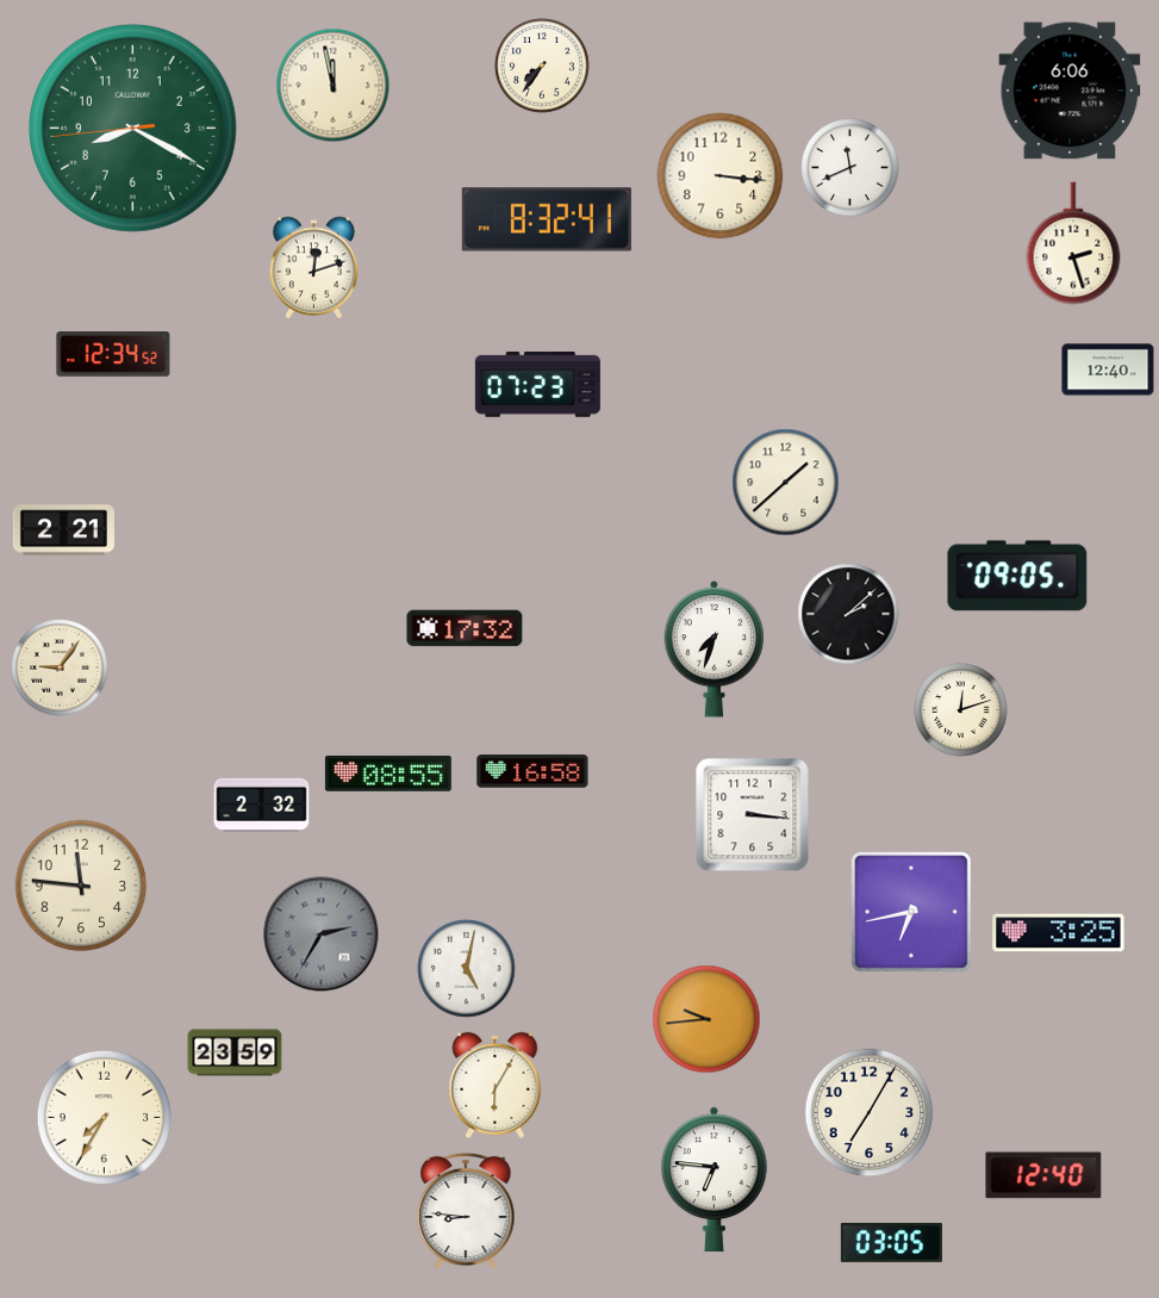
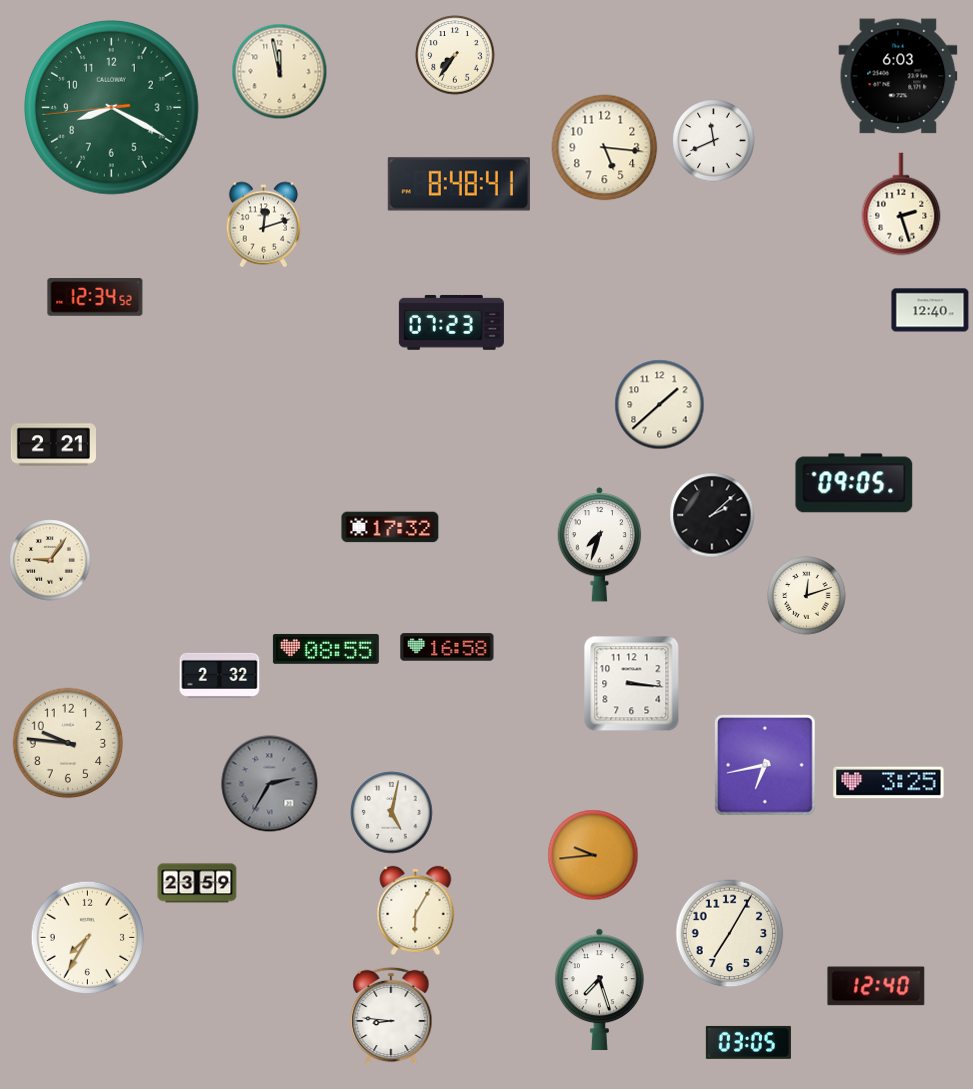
clock at (1070, 91): 6:06 -> 6:03
clock at (721, 176): 3:16 -> 5:16
clock at (547, 219): 8:32 -> 8:48
clock at (81, 886): 11:46 -> 9:46
clock at (714, 1180): 6:46 -> 7:27
